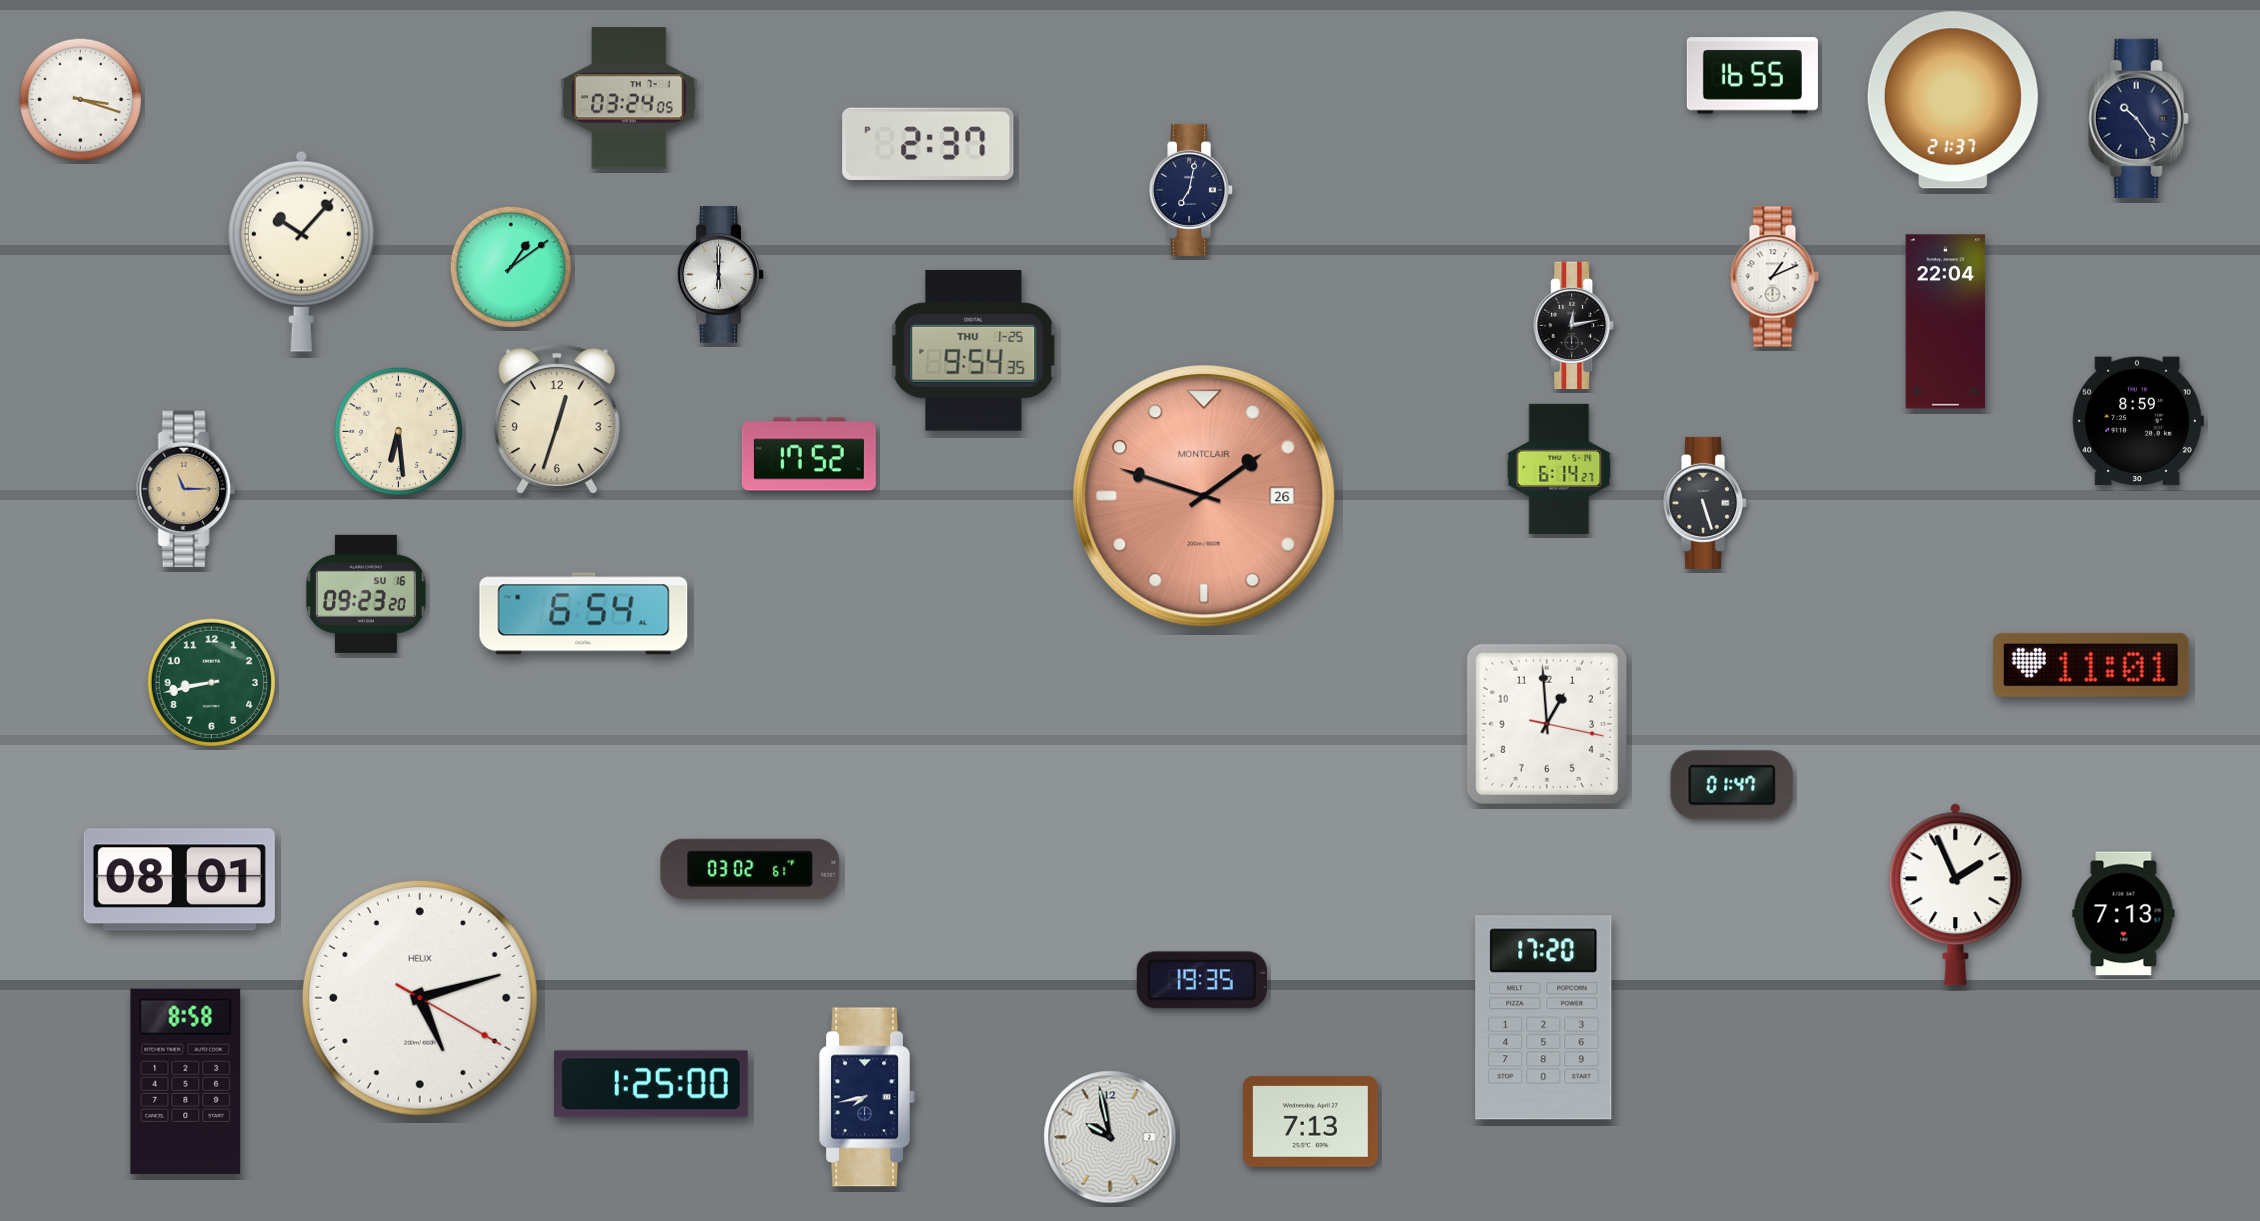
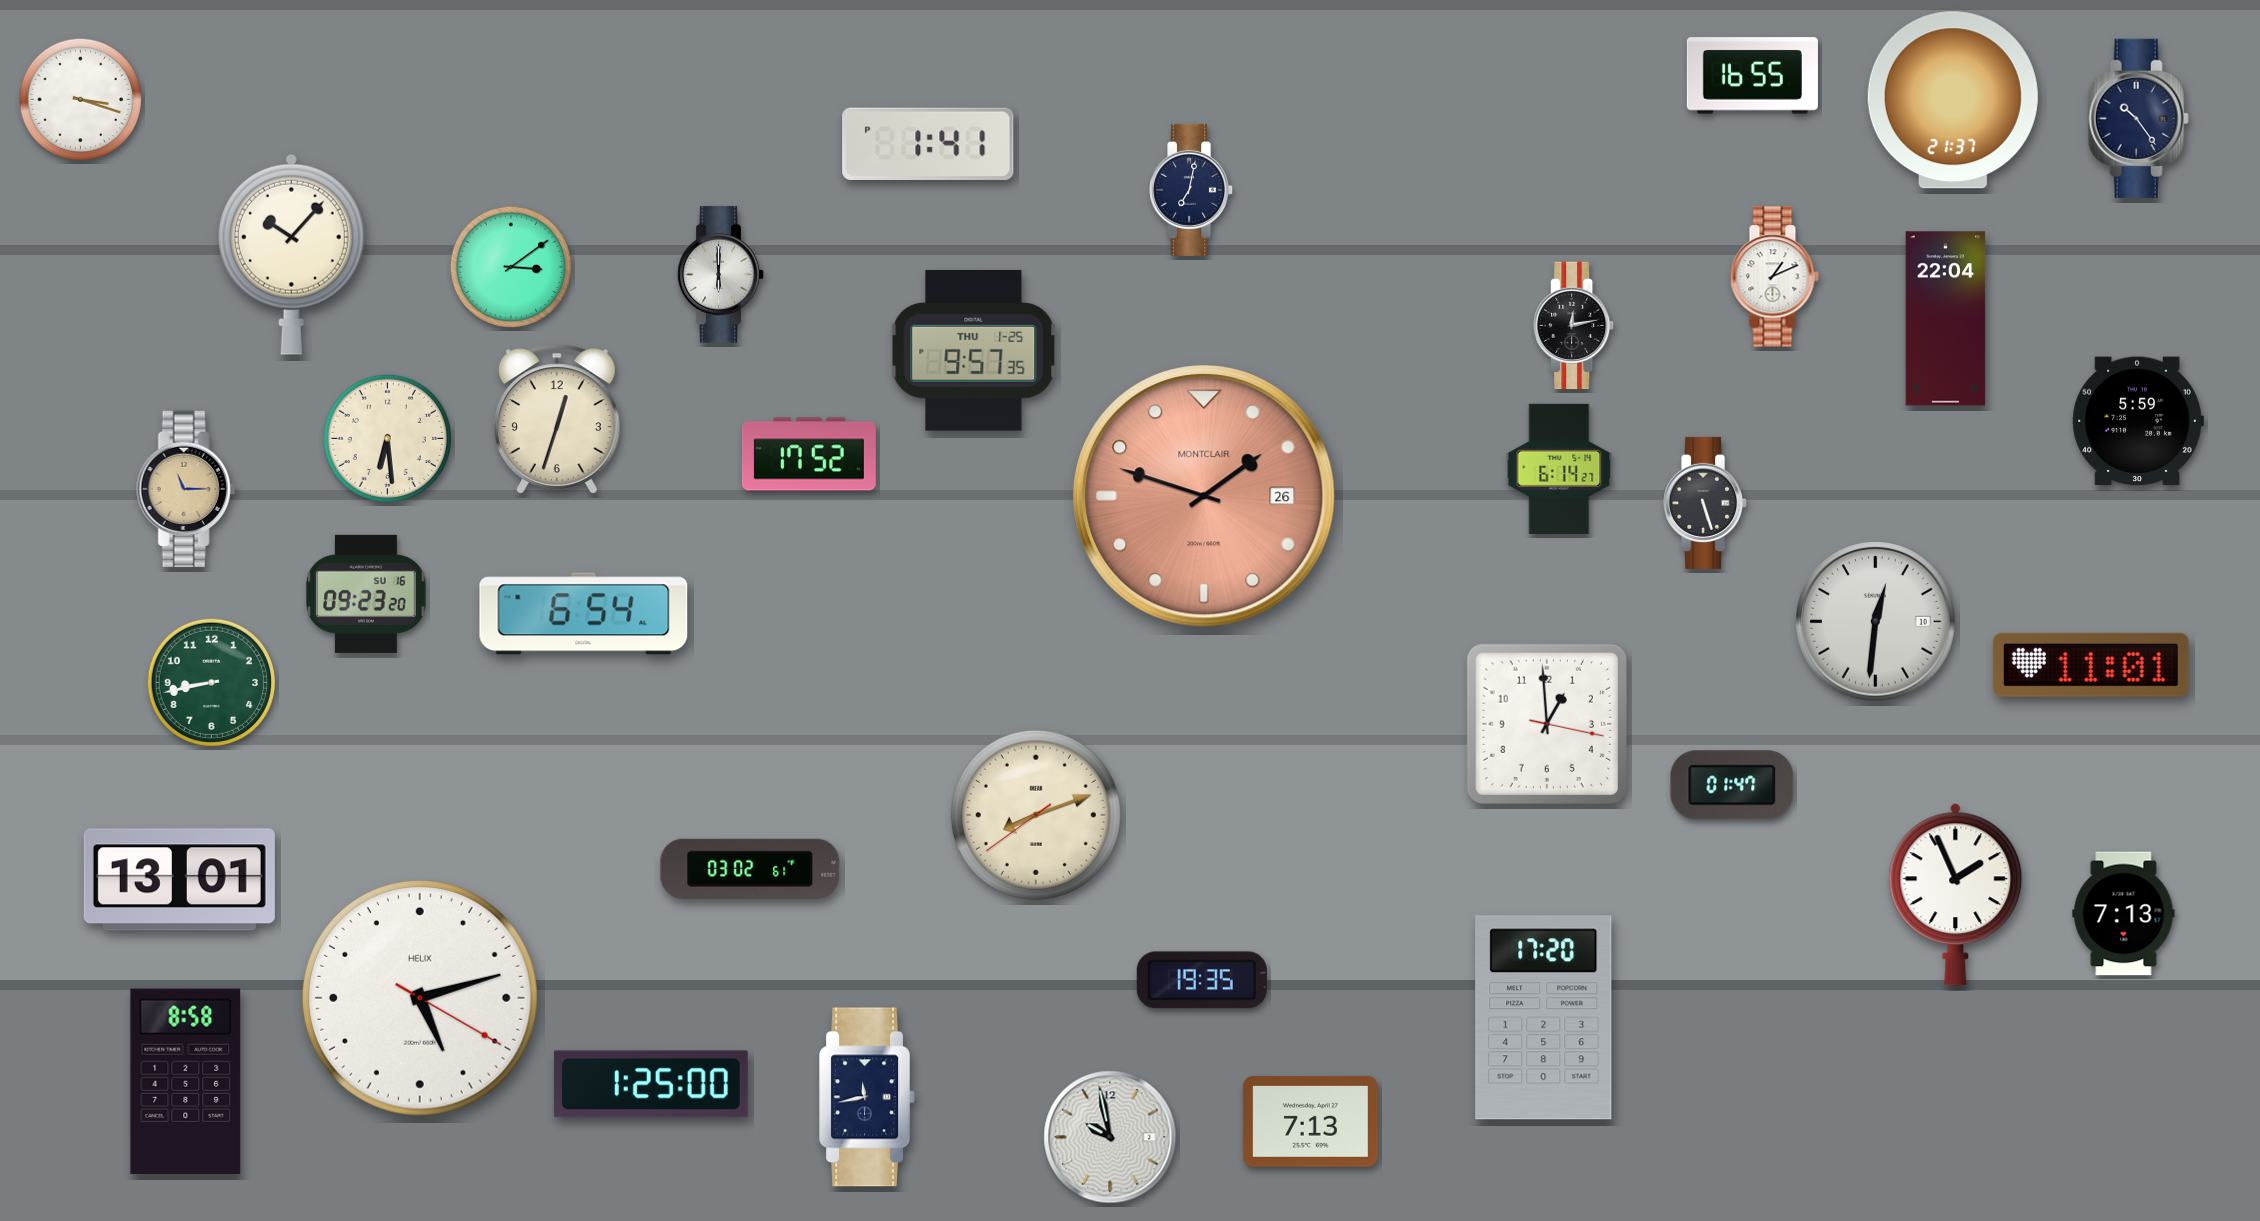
clock at (629, 98): 03:24 -> none
clock at (928, 144): 2:37 -> 1:41
clock at (301, 251) position: (301, 251) -> (291, 254)
clock at (511, 267): 1:09 -> 3:09
clock at (1946, 322) position: (1946, 322) -> (1946, 319)
clock at (974, 350): 9:54 -> 9:57
clock at (2138, 421): 8:59 -> 5:59
clock at (398, 431) position: (398, 431) -> (387, 438)
clock at (1876, 622): none -> 12:31
clock at (1036, 815): none -> 8:11
clock at (179, 880): 08:01 -> 13:01
clock at (867, 1097): 7:43 -> 11:43
